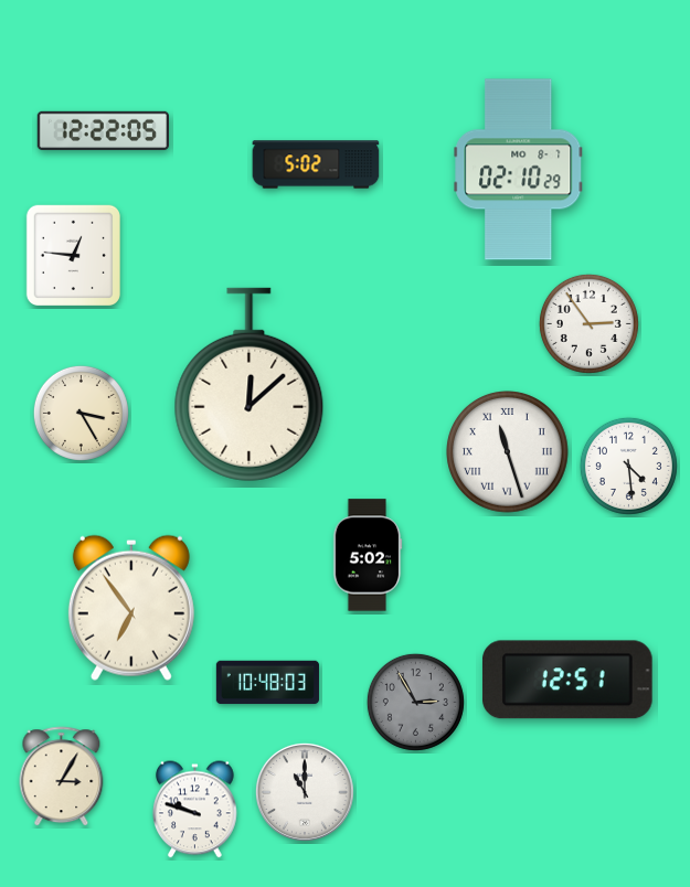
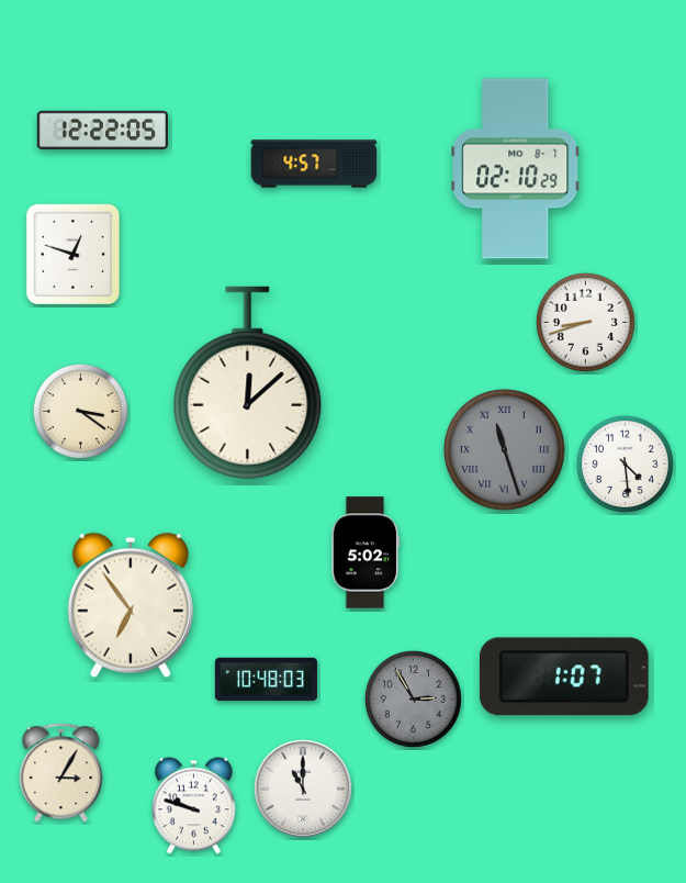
clock at (316, 164): 5:02 -> 4:57
clock at (73, 255): 12:46 -> 12:48
clock at (588, 323): 2:54 -> 8:42
clock at (81, 413): 3:25 -> 3:21
clock at (508, 452) dial: white -> grey
clock at (567, 680): 12:51 -> 1:07
